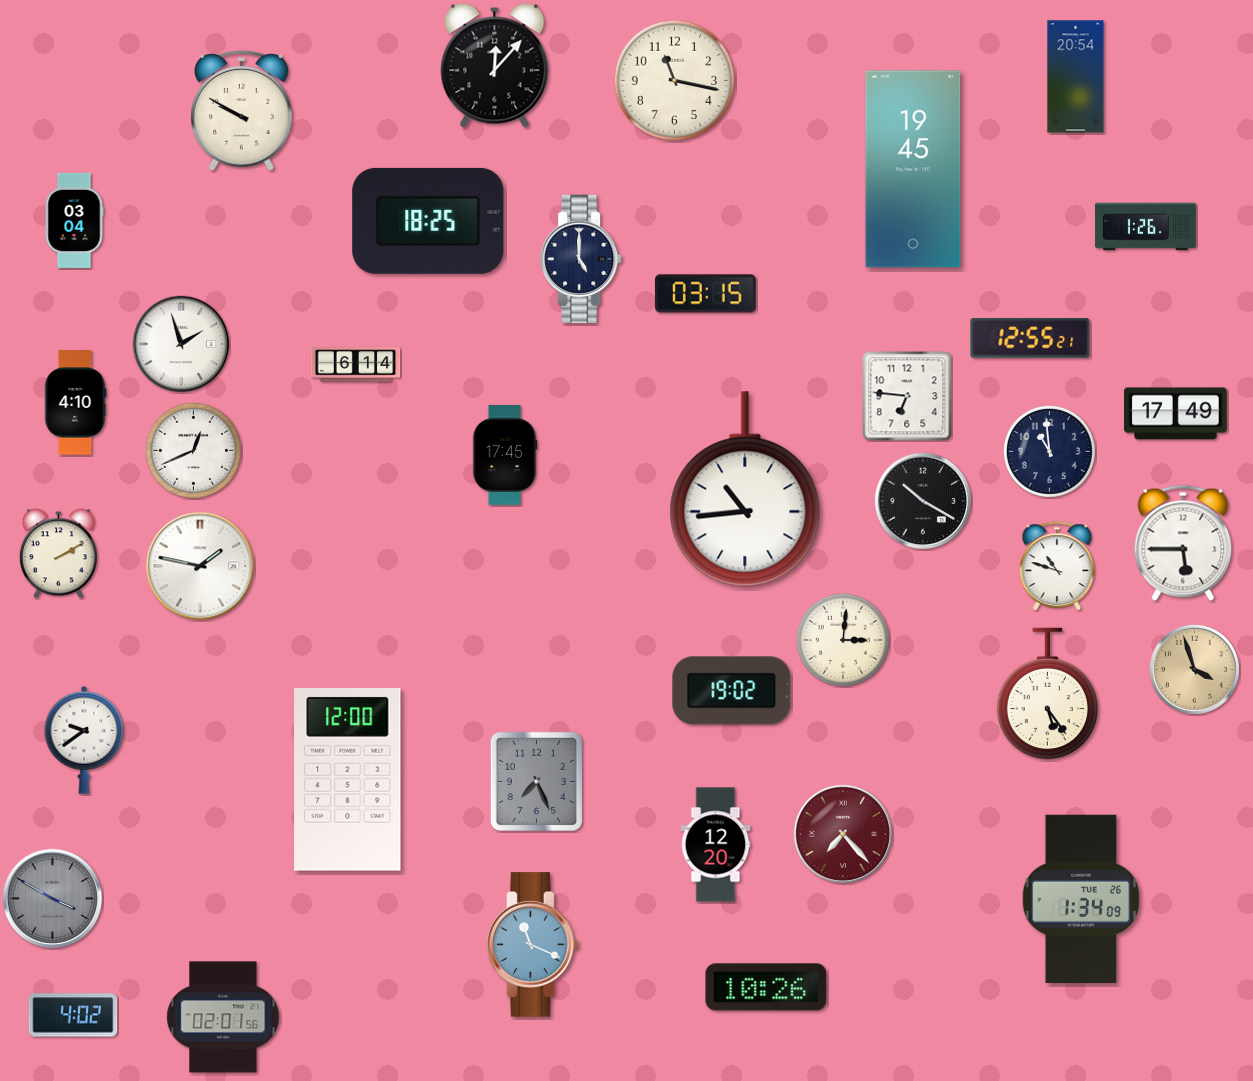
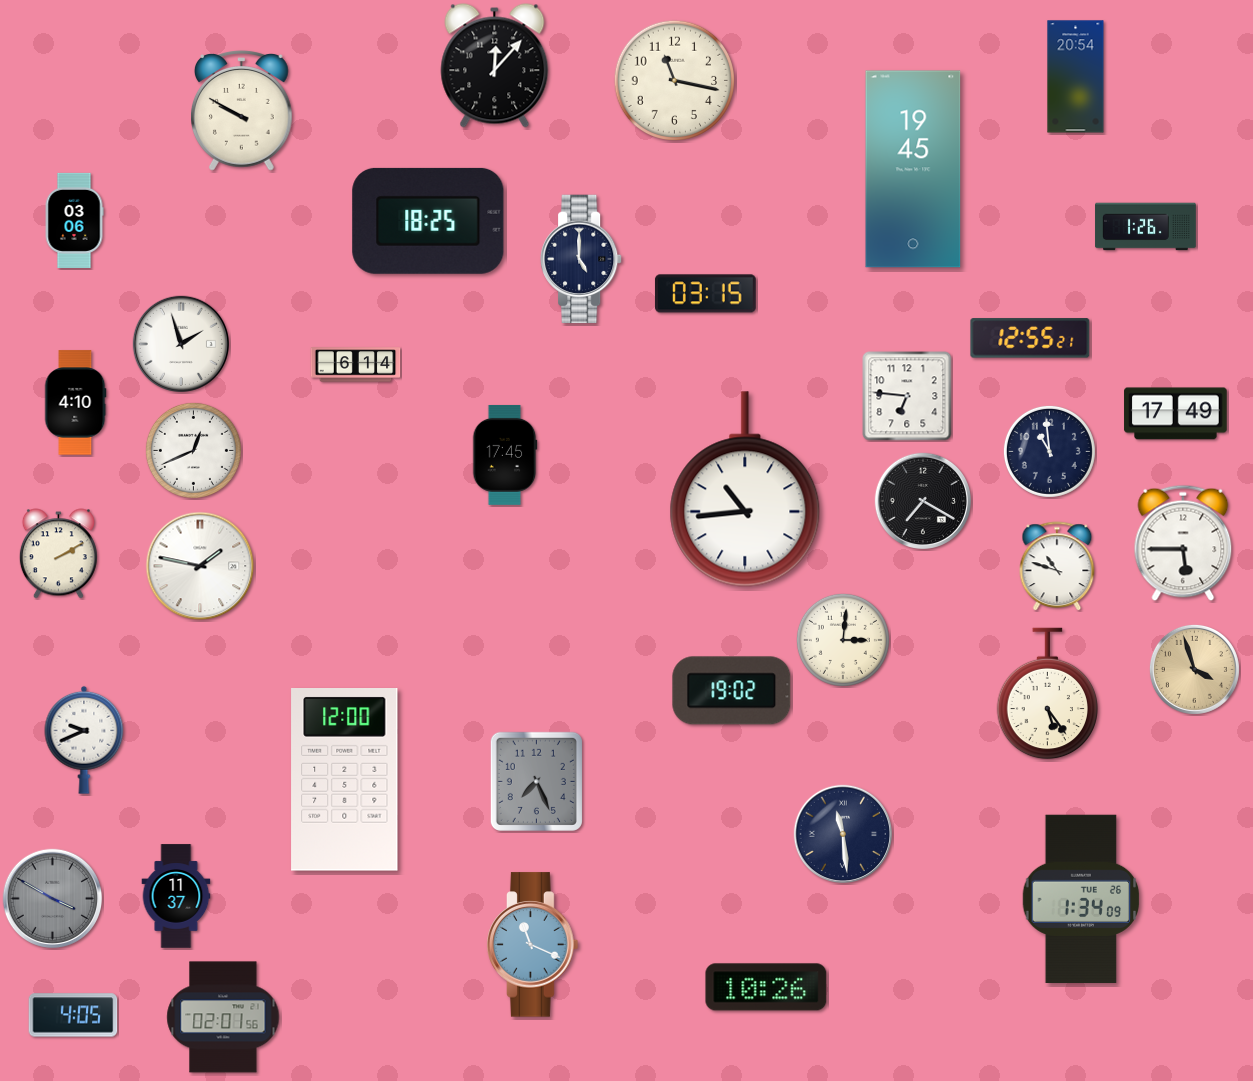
clock at (74, 220): 03:04 -> 03:06
clock at (923, 501): 10:20 -> 7:20
clock at (84, 740): 9:39 -> 9:41
clock at (348, 780) position: (348, 780) -> (345, 780)
clock at (842, 833): 7:23 -> 11:29
clock at (842, 833) dial: burgundy -> navy
clock at (716, 845): 12:20 -> none
clock at (176, 896): none -> 11:37
clock at (73, 1015): 4:02 -> 4:05
